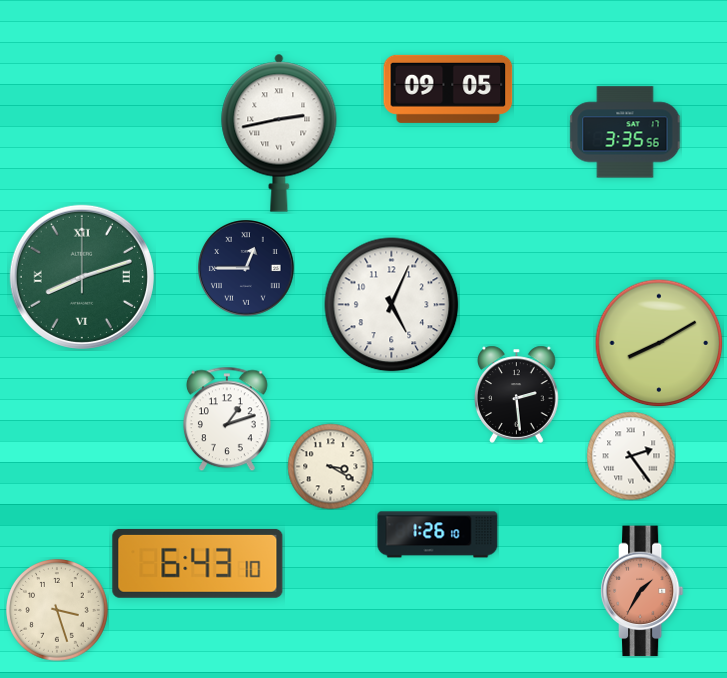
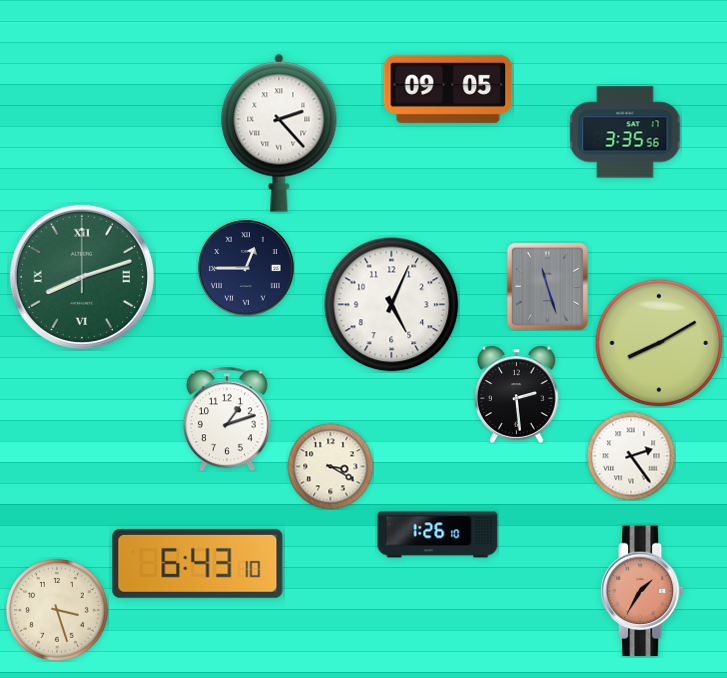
clock at (279, 133): 2:43 -> 2:23
clock at (547, 286): none -> 11:27
